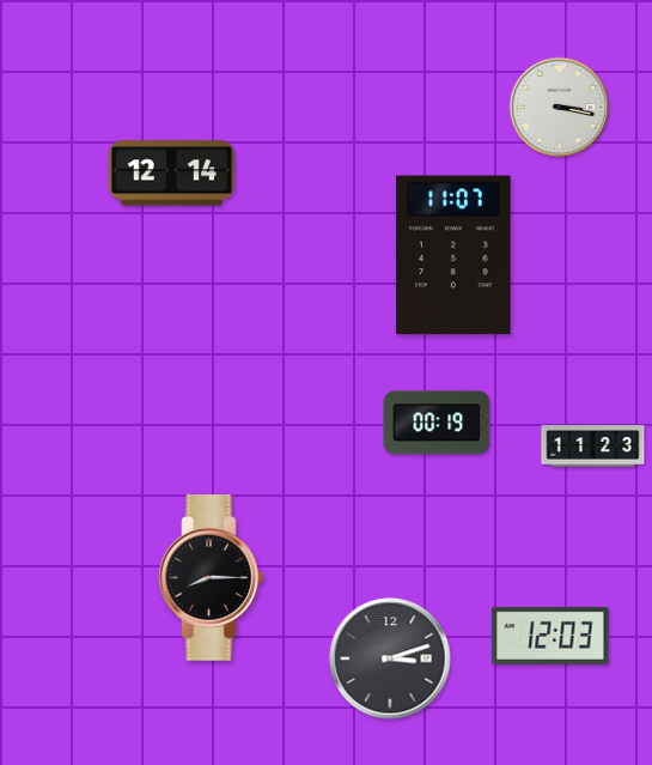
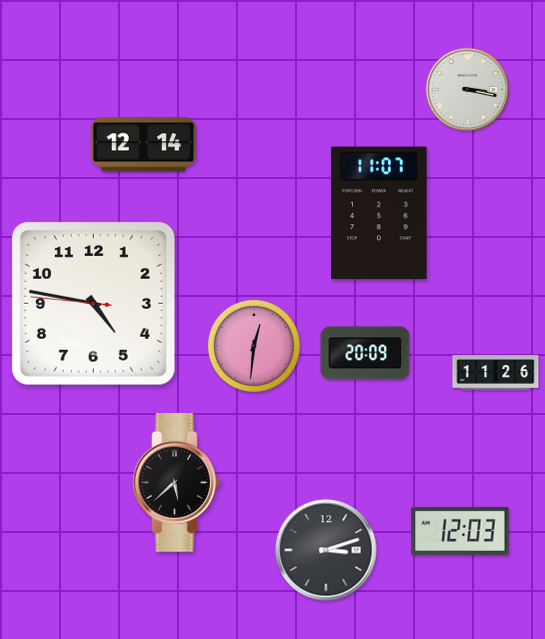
clock at (93, 303): none -> 4:46
clock at (254, 346): none -> 12:31
clock at (437, 423): 00:19 -> 20:09
clock at (593, 447): 11:23 -> 11:26
clock at (212, 578): 8:15 -> 5:38
